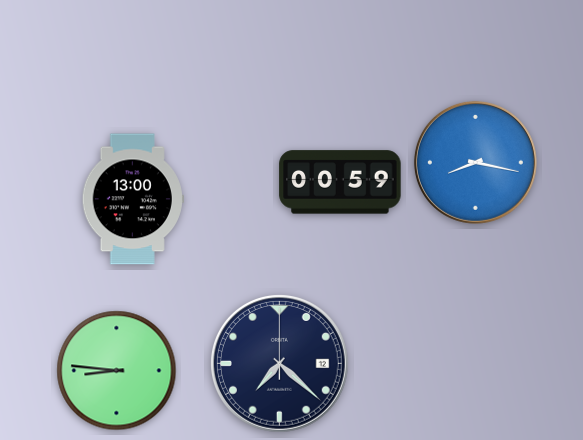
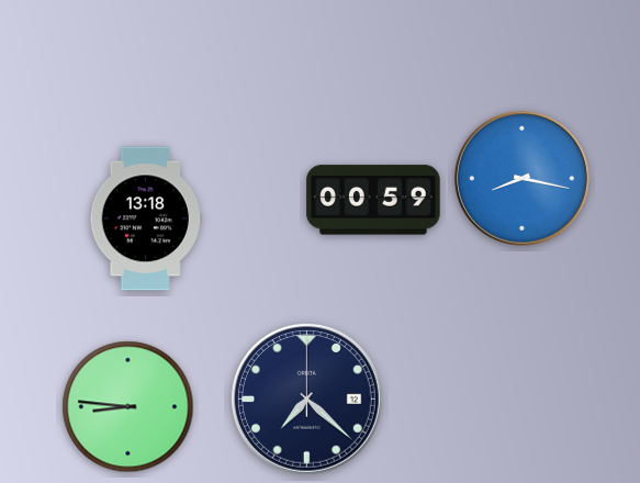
clock at (133, 199): 13:00 -> 13:18
